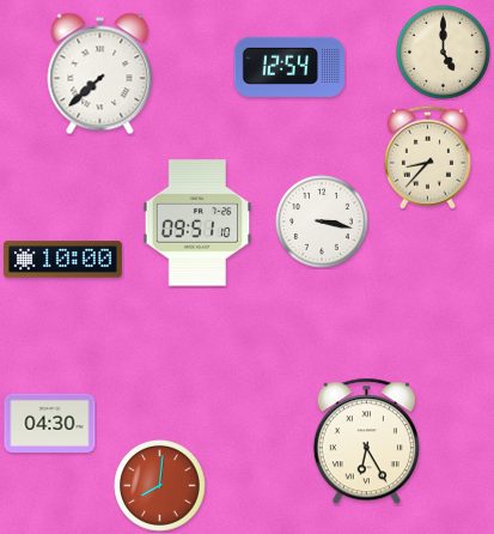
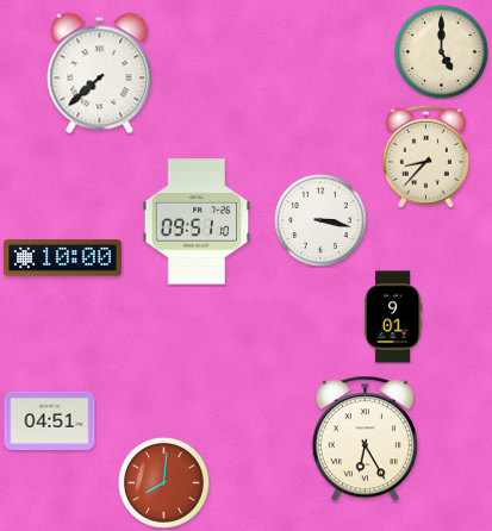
clock at (288, 67): 12:54 -> none
clock at (393, 317): none -> 9:01
clock at (50, 423): 04:30 -> 04:51
clock at (160, 486) position: (160, 486) -> (164, 483)
